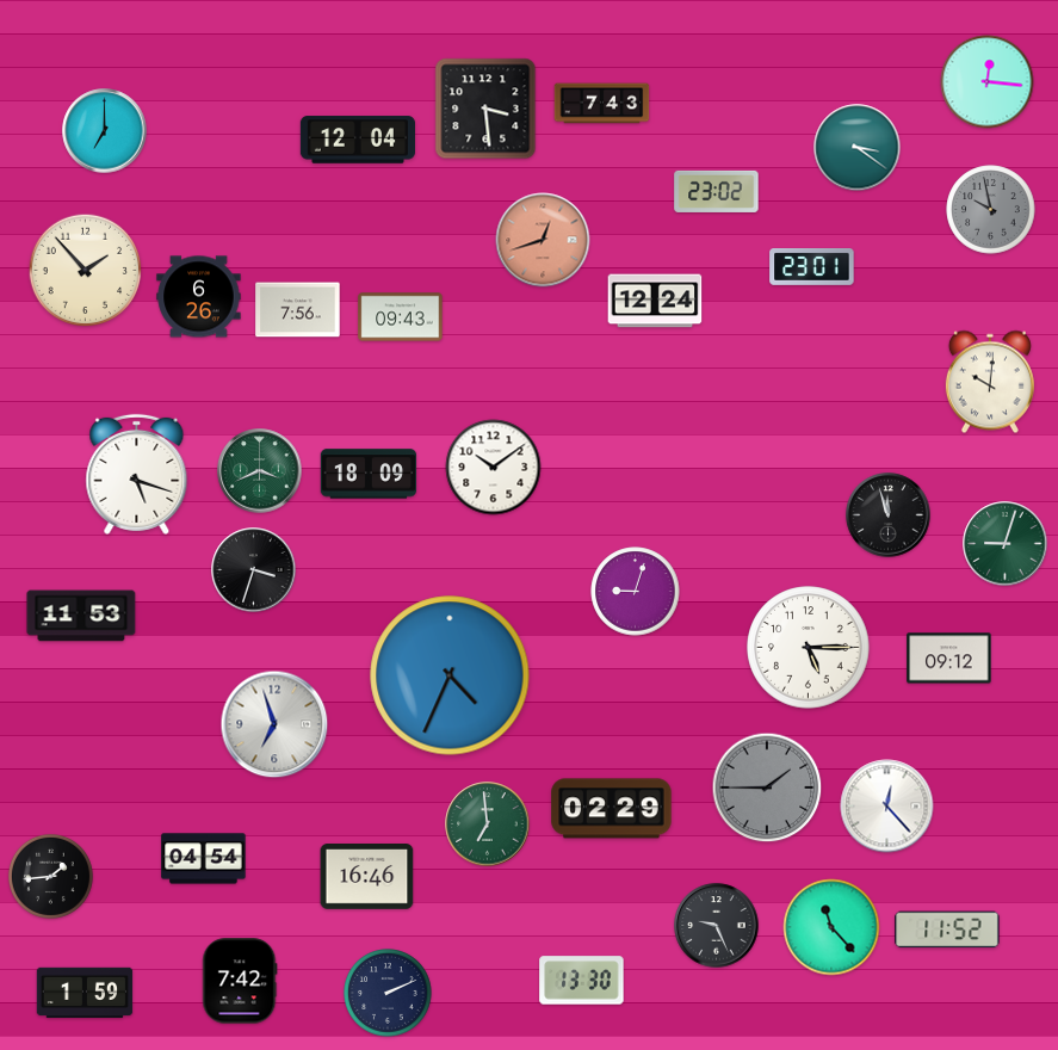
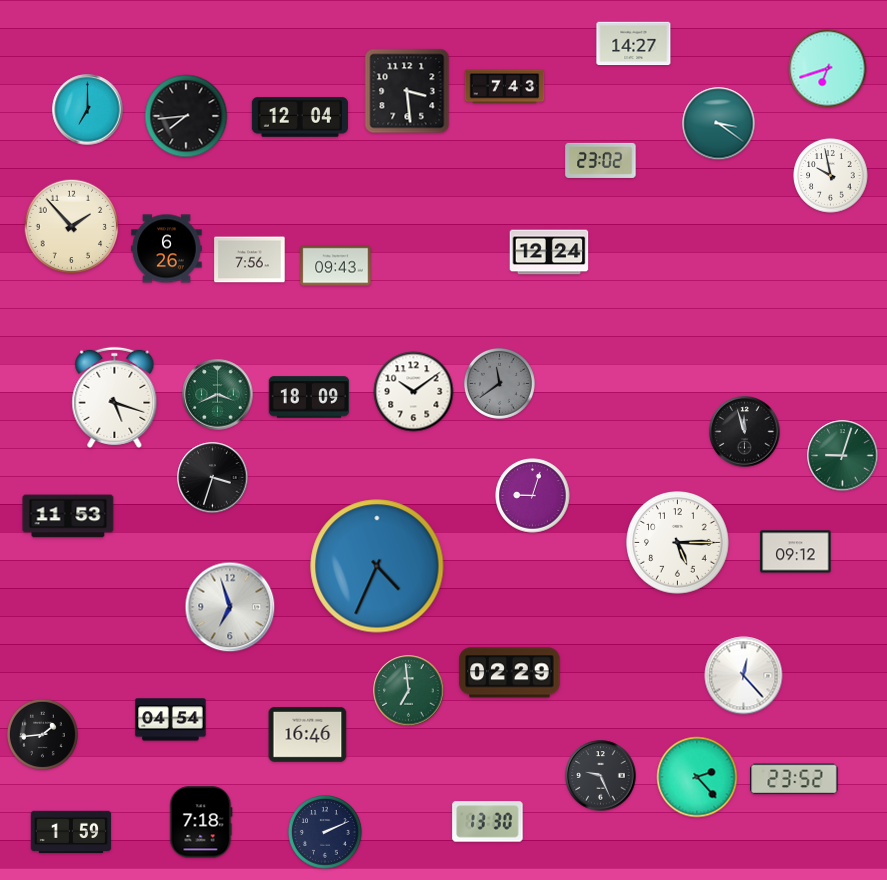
clock at (634, 44): none -> 14:27
clock at (988, 82): 12:16 -> 6:42
clock at (186, 116): none -> 7:44
clock at (991, 210) dial: grey -> white
clock at (543, 240): 12:42 -> none
clock at (812, 267): 23:01 -> none
clock at (990, 382): 10:01 -> none
clock at (499, 383): none -> 11:39
clock at (767, 787): 1:45 -> none
clock at (612, 809) position: (612, 809) -> (510, 673)
clock at (831, 927): 11:23 -> 2:23
clock at (947, 929): 11:52 -> 23:52
clock at (240, 981): 7:42 -> 7:18
